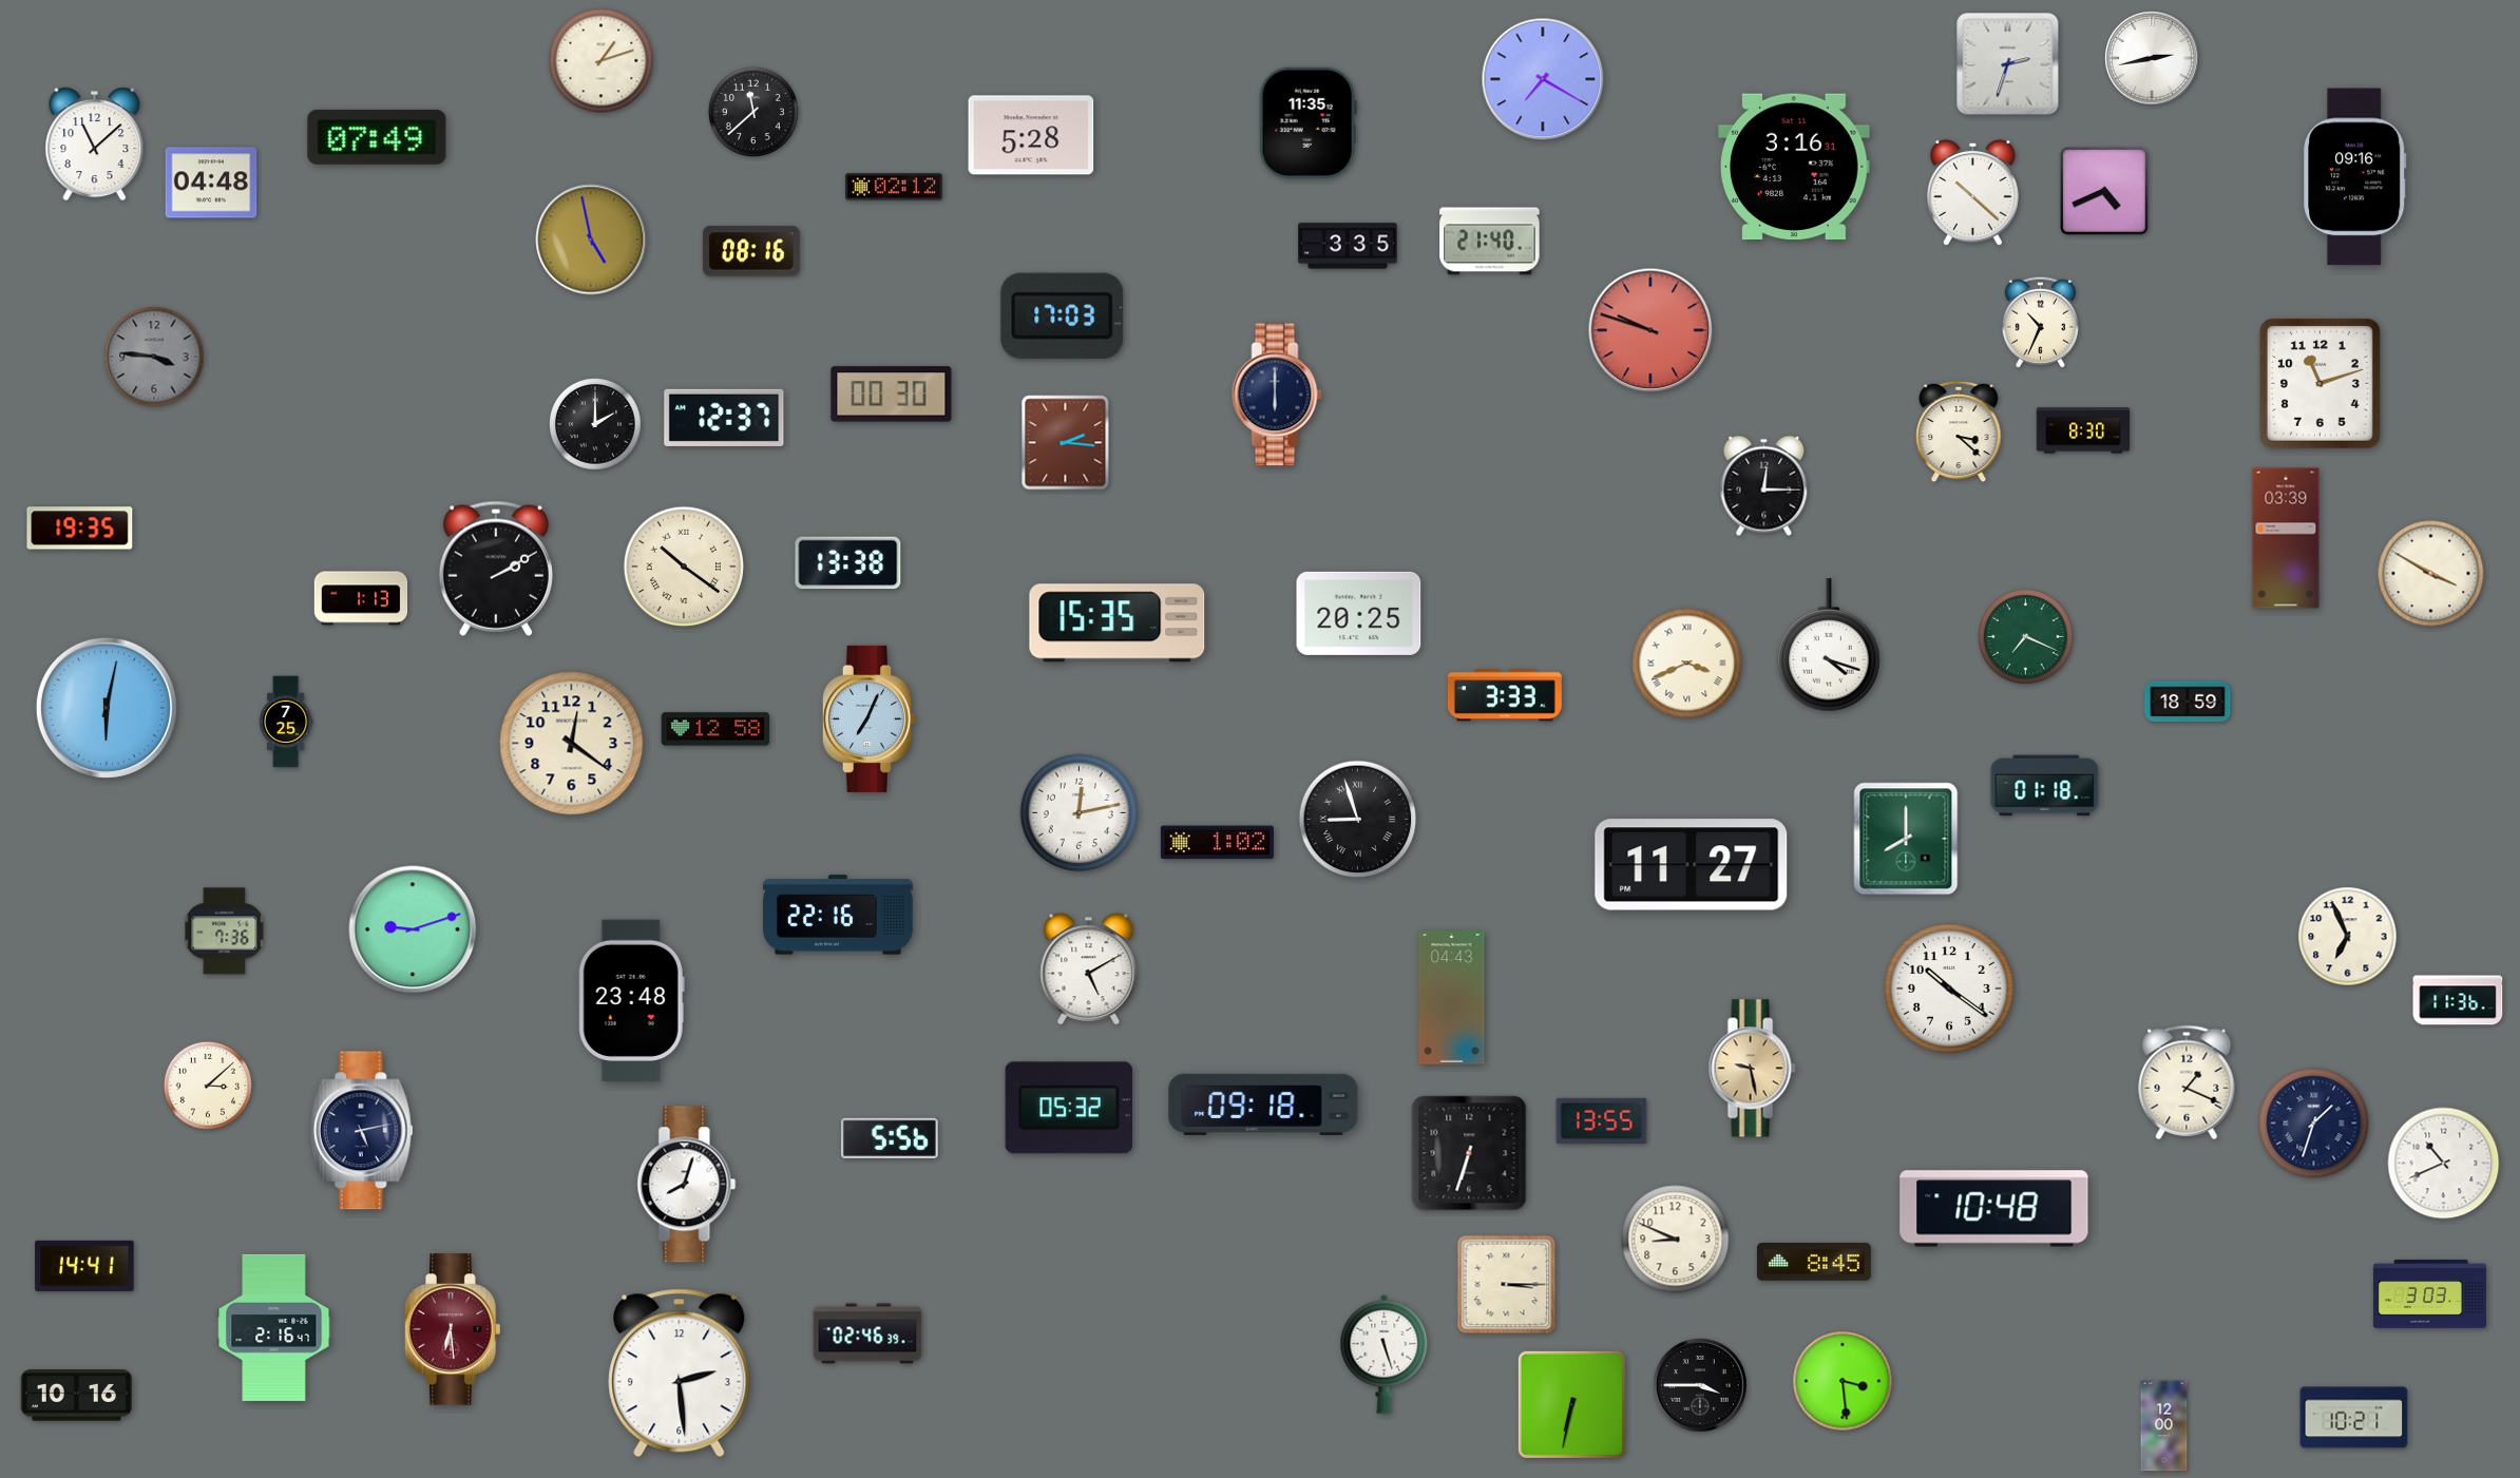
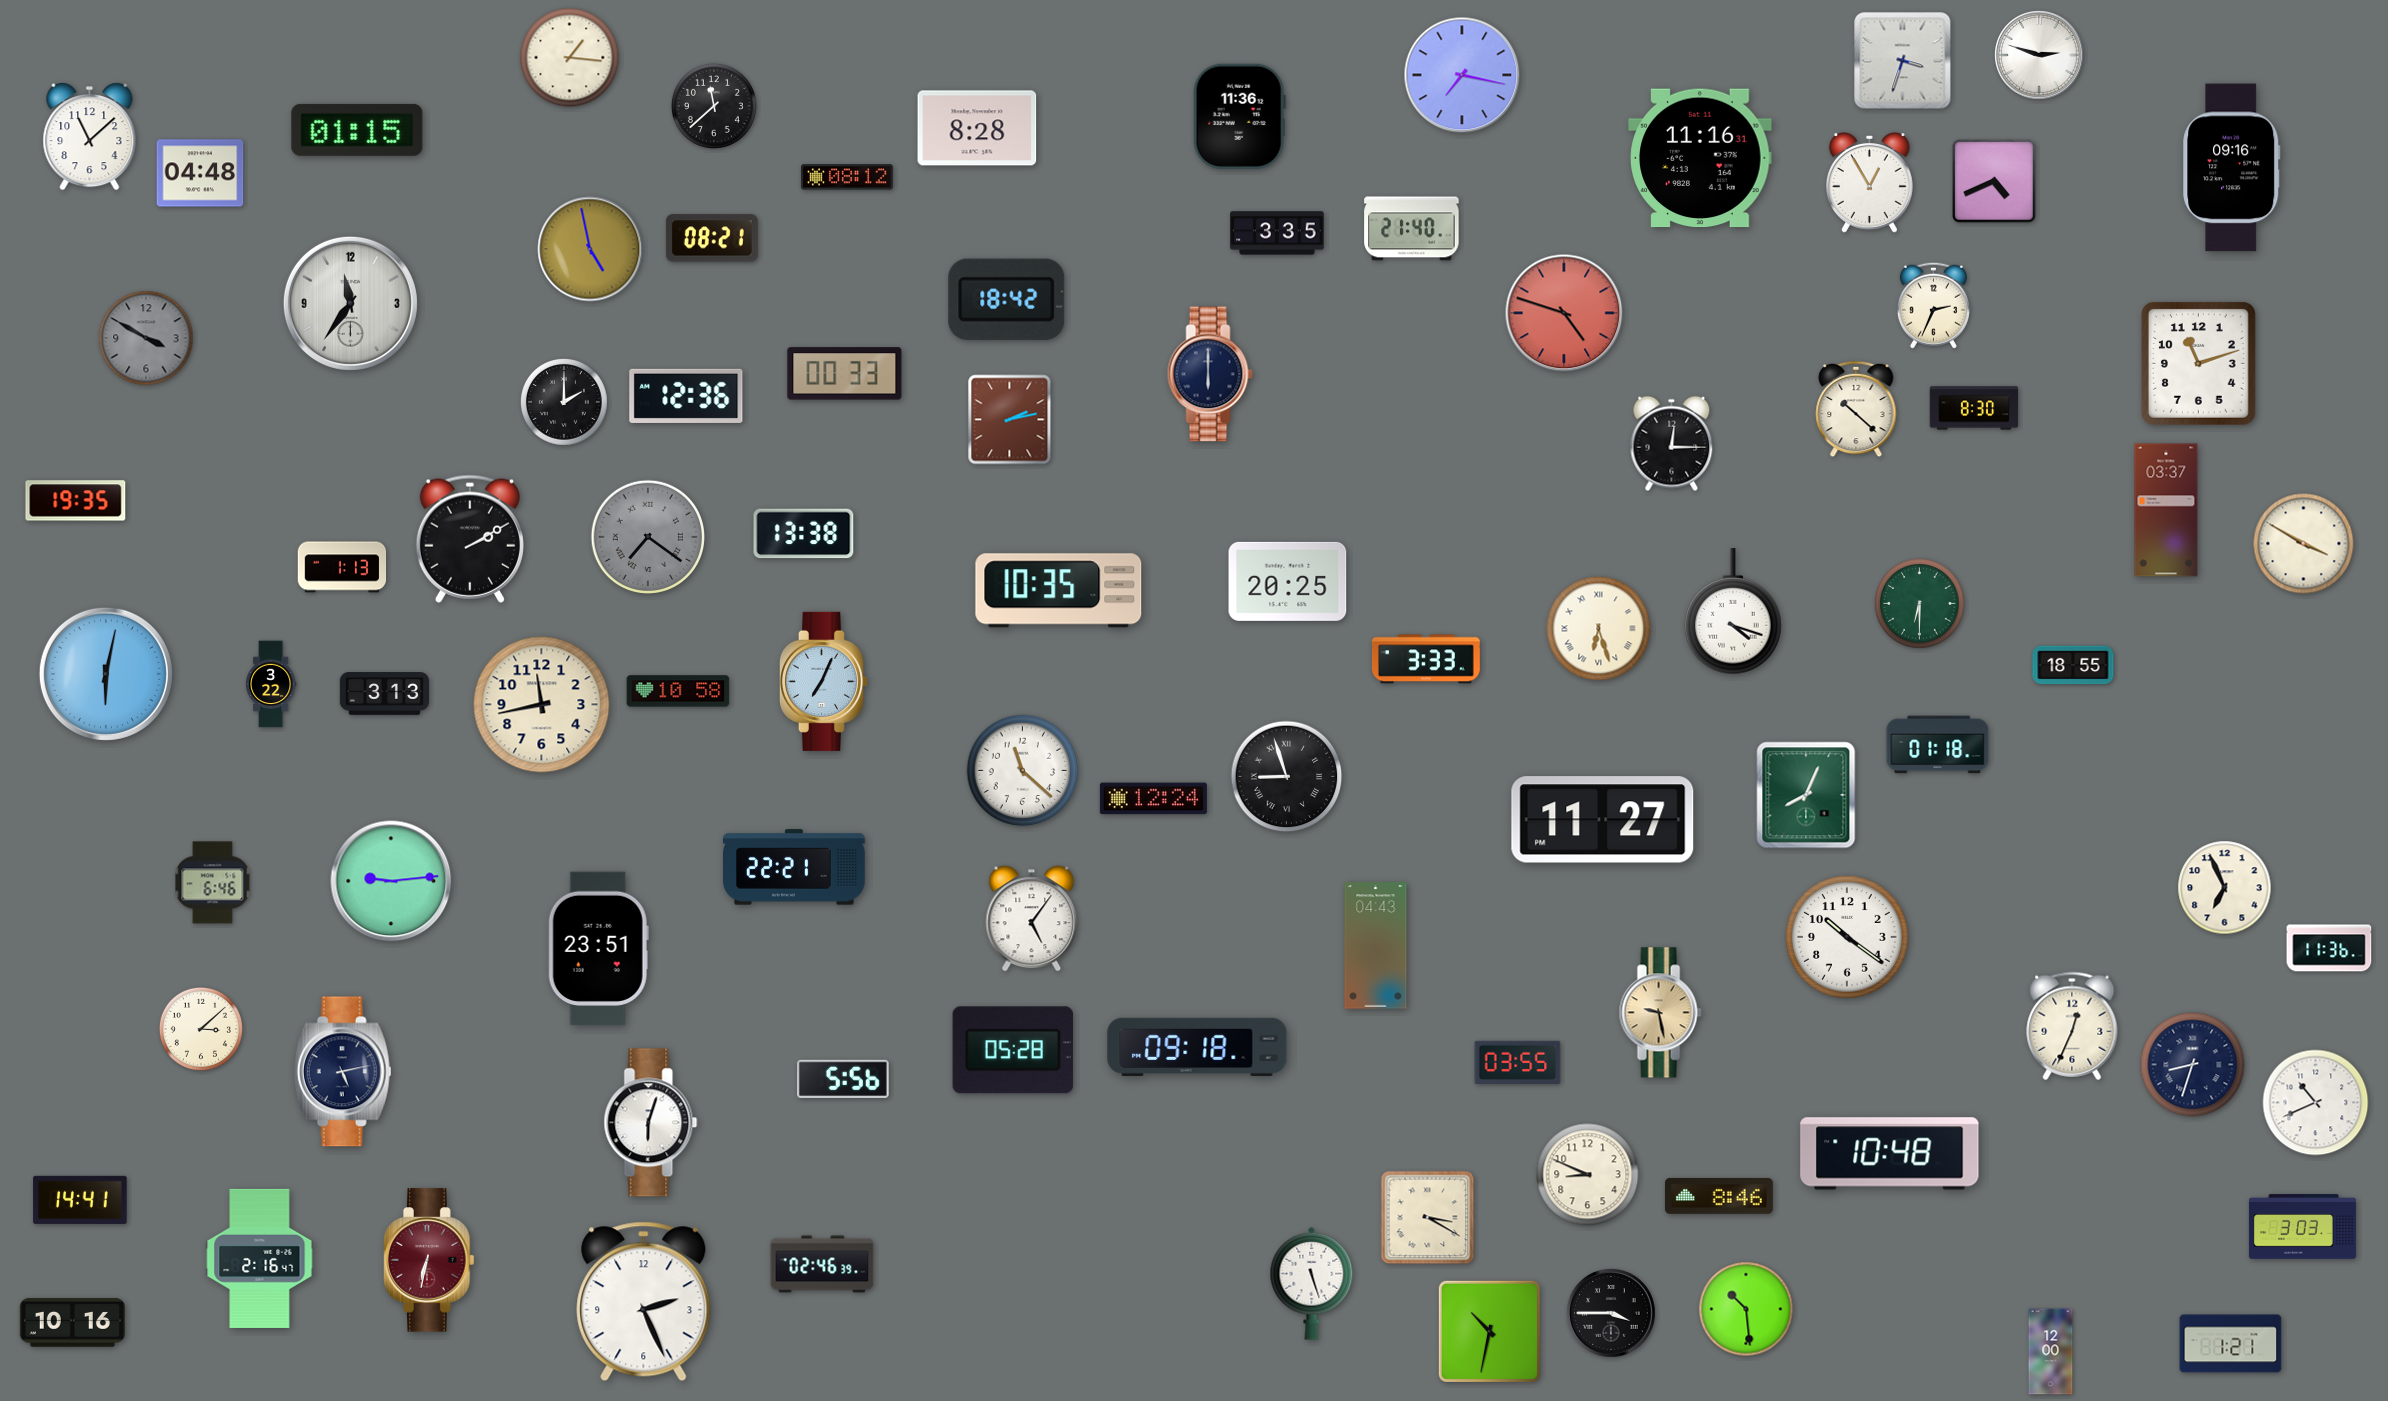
clock at (2152, 58): 2:43 -> 2:48
clock at (602, 61): 1:12 -> 1:16
clock at (2008, 64): 2:33 -> 3:33
clock at (1543, 79): 7:20 -> 7:17
clock at (1307, 122): 11:35 -> 11:36
clock at (1031, 135): 5:28 -> 8:28
clock at (377, 137): 07:49 -> 01:15
clock at (1794, 167): 3:16 -> 11:16
clock at (894, 187): 02:12 -> 08:12
clock at (1972, 193): 10:22 -> 12:55
clock at (591, 239) position: (591, 239) -> (590, 249)
clock at (751, 251): 08:16 -> 08:21
clock at (1063, 315): 17:03 -> 18:42
clock at (350, 303): none -> 11:36
clock at (2040, 322): 10:34 -> 2:34
clock at (1650, 330): 9:48 -> 4:48
clock at (154, 357): 3:46 -> 3:50
clock at (892, 395): 00:30 -> 00:33
clock at (724, 418): 12:37 -> 12:36
clock at (1959, 431): 3:22 -> 10:22
clock at (1066, 443): 2:16 -> 2:13
clock at (1764, 486) position: (1764, 486) -> (1672, 444)
clock at (2286, 538): 03:39 -> 03:37
clock at (683, 565): 10:21 -> 7:21
clock at (683, 565) dial: cream -> grey
clock at (1118, 623): 15:35 -> 10:35
clock at (2026, 637): 7:19 -> 6:30
clock at (1687, 664): 3:41 -> 6:27
clock at (2188, 702): 18:59 -> 18:55
clock at (107, 708) position: (107, 708) -> (106, 674)
clock at (287, 722): 7:25 -> 3:22
clock at (715, 729): 12:58 -> 10:58
clock at (384, 694): none -> 3:13
clock at (572, 744): 12:21 -> 11:43
clock at (1080, 813): 12:13 -> 11:22
clock at (1906, 839): 8:00 -> 8:04
clock at (1217, 843): 1:02 -> 12:24
clock at (839, 915): 22:16 -> 22:21
clock at (413, 929): 9:12 -> 9:14
clock at (225, 932): 7:36 -> 6:46
clock at (1089, 970): 5:10 -> 5:06
clock at (631, 1001): 23:48 -> 23:51
clock at (2187, 1082): 1:19 -> 12:34
clock at (208, 1086) position: (208, 1086) -> (201, 1029)
clock at (1069, 1108): 05:32 -> 05:28
clock at (1602, 1120): 13:55 -> 03:55
clock at (2314, 1124): 1:33 -> 8:33
clock at (1469, 1153): 6:33 -> none
clock at (687, 1185): 8:03 -> 6:03
clock at (1994, 1209) position: (1994, 1209) -> (1890, 1154)
clock at (1814, 1262): 8:45 -> 8:46
clock at (1507, 1285): 3:15 -> 3:20
clock at (453, 1329): 6:29 -> 6:32
clock at (680, 1374): 2:29 -> 2:26
clock at (1843, 1381): 3:29 -> 10:29
clock at (1571, 1404): 6:32 -> 10:32
clock at (2354, 1418): 10:21 -> 1:21
